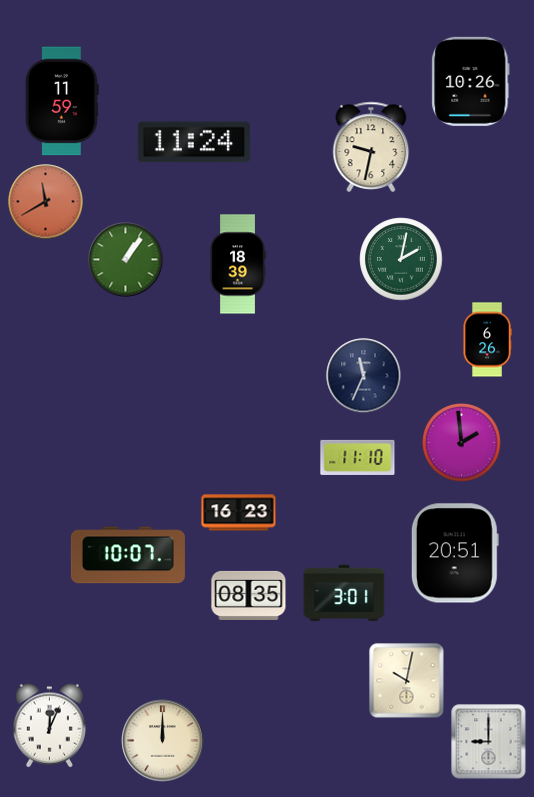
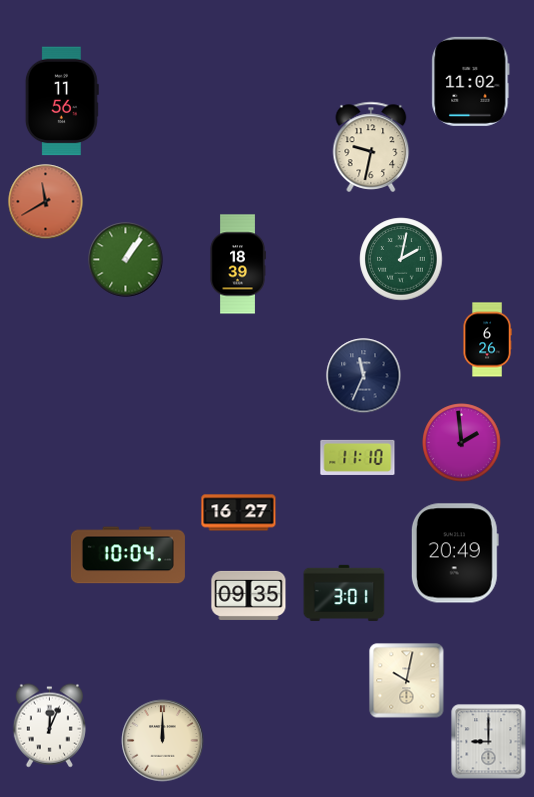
clock at (471, 81): 10:26 -> 11:02
clock at (62, 101): 11:59 -> 11:56
clock at (194, 142): 11:24 -> none
clock at (239, 513): 16:23 -> 16:27
clock at (455, 553): 20:51 -> 20:49
clock at (128, 555): 10:07 -> 10:04
clock at (249, 595): 08:35 -> 09:35
